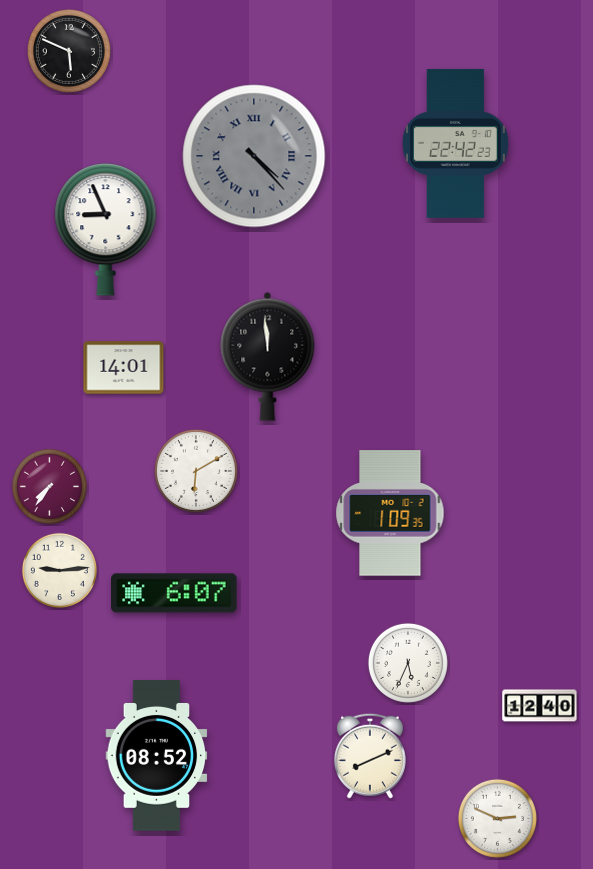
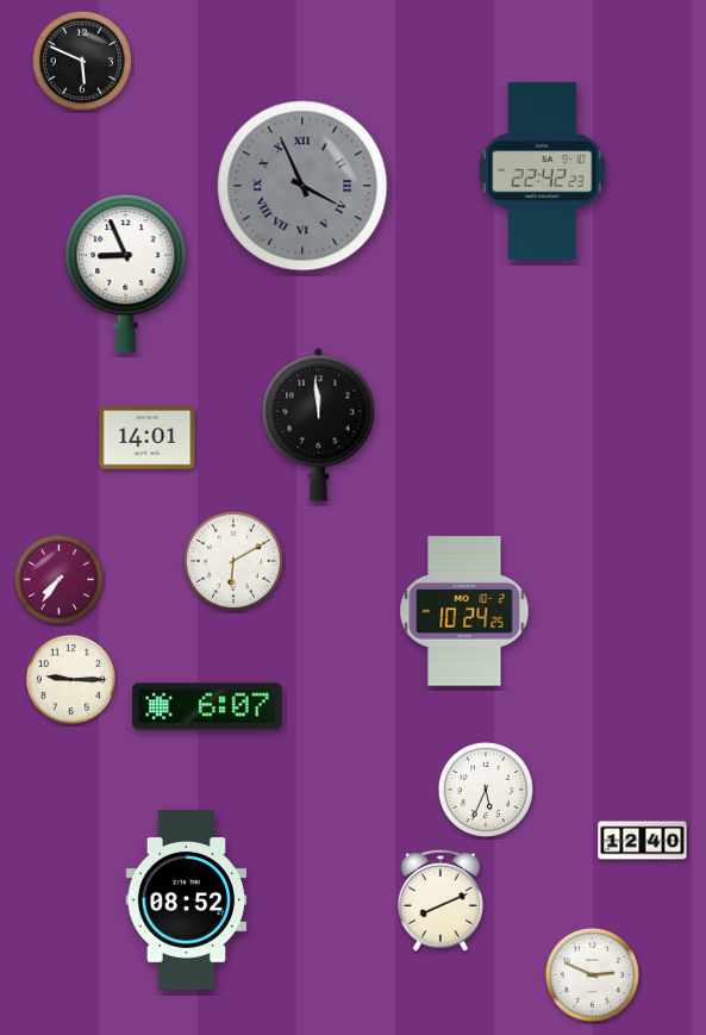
clock at (254, 156): 4:23 -> 3:56
clock at (390, 513): 1:09 -> 10:24
clock at (59, 570): 9:14 -> 9:15
